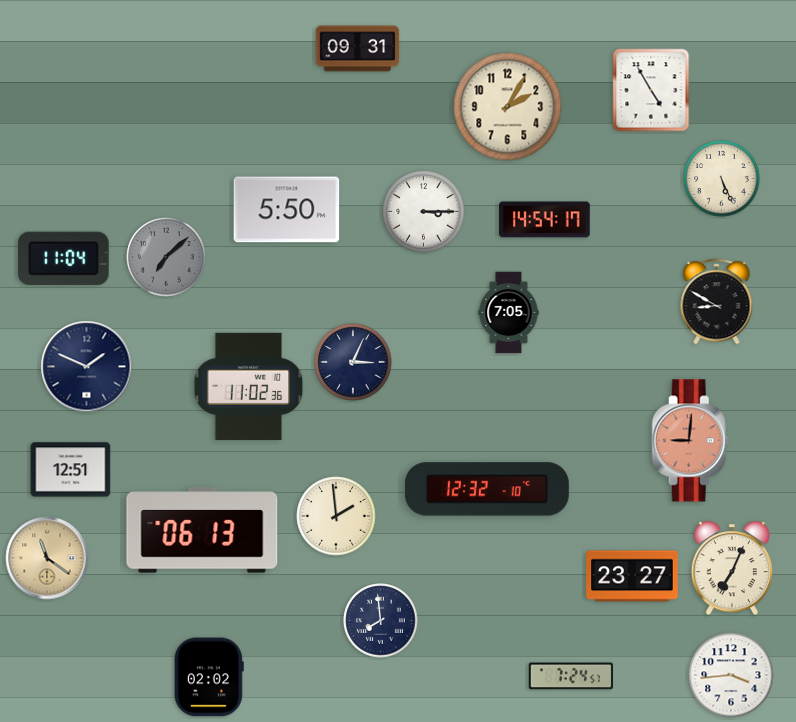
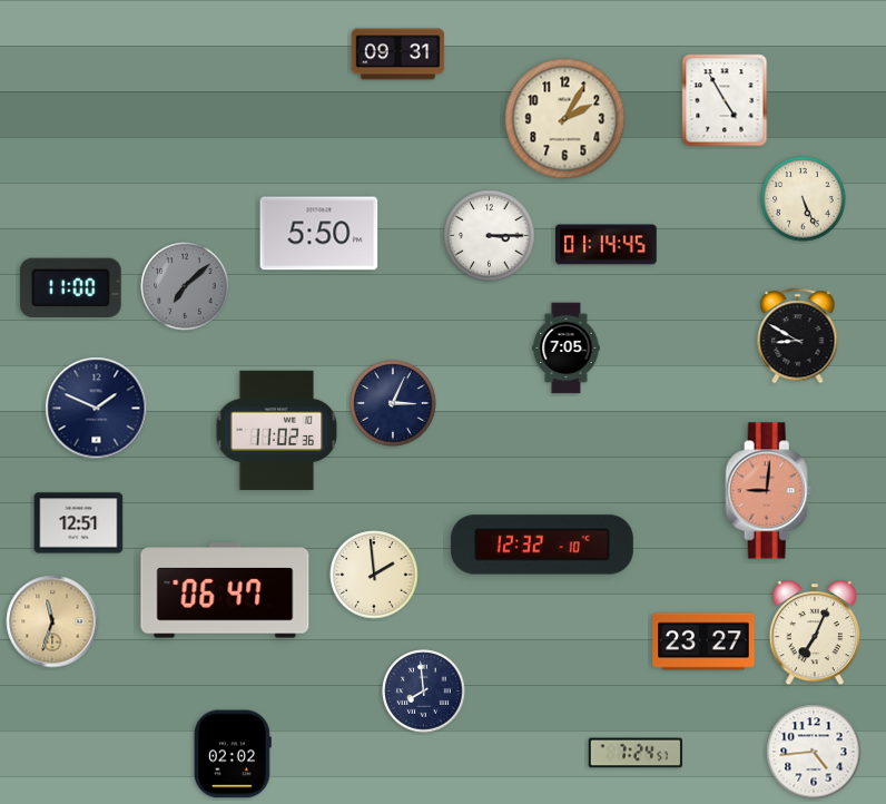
clock at (424, 212) position: (424, 212) -> (490, 236)
clock at (545, 220): 14:54 -> 01:14
clock at (63, 258): 11:04 -> 11:00
clock at (202, 530): 06:13 -> 06:47
clock at (47, 558): 11:21 -> 11:33
clock at (731, 675): 3:44 -> 4:44
